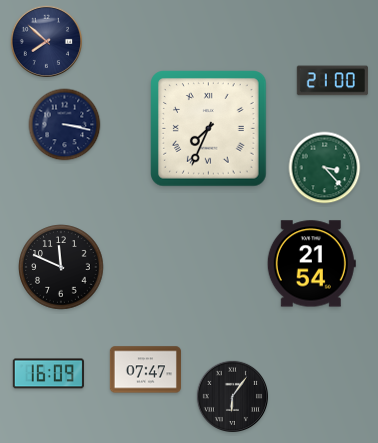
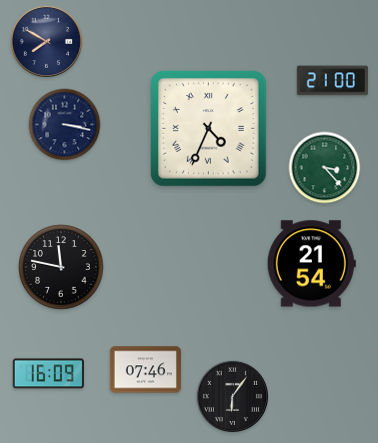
clock at (46, 41): 7:52 -> 7:50
clock at (209, 129): 7:34 -> 4:34
clock at (61, 267): 11:49 -> 11:47
clock at (145, 370): 07:47 -> 07:46
